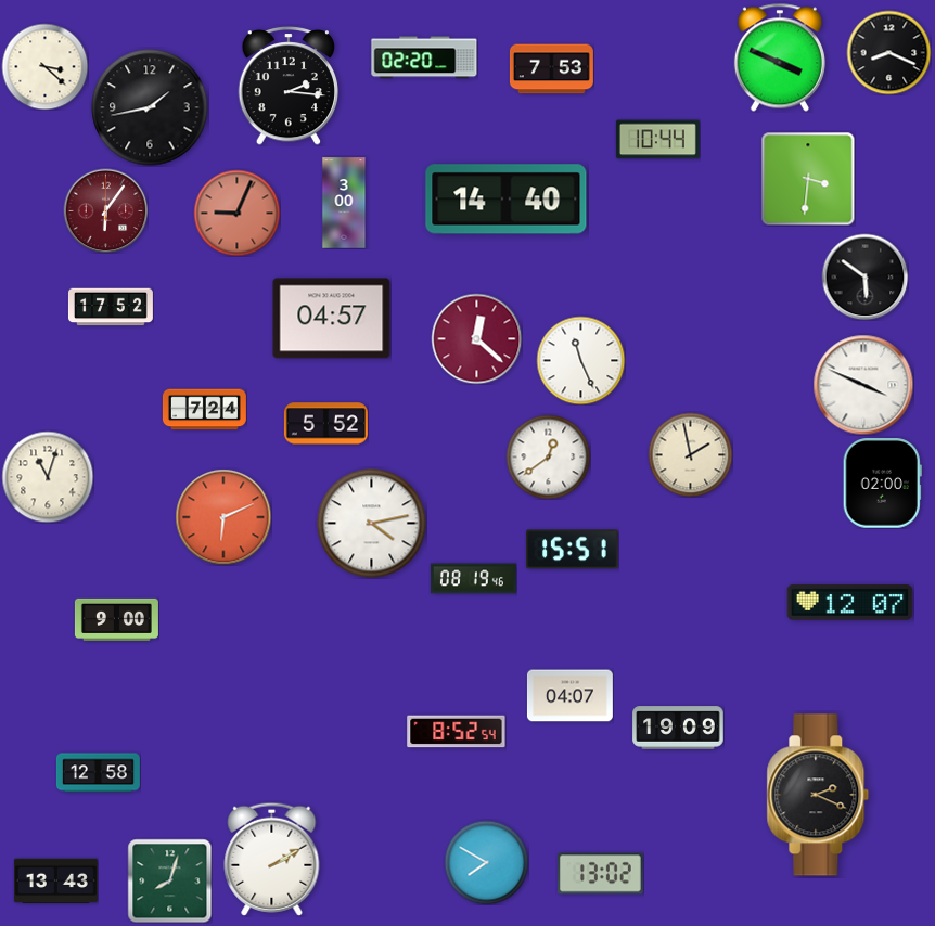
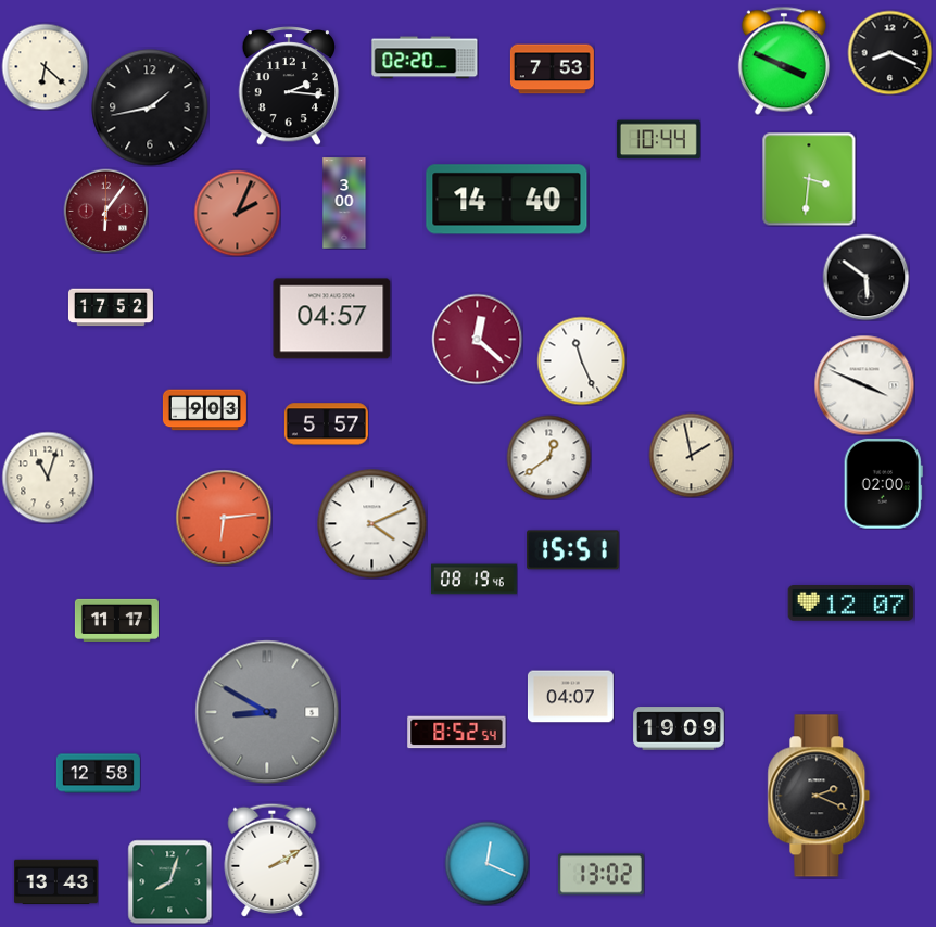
clock at (780, 57) position: (780, 57) -> (784, 61)
clock at (44, 66): 3:22 -> 6:22
clock at (236, 213): 9:04 -> 2:04
clock at (204, 410): 7:24 -> 9:03
clock at (325, 424): 5:52 -> 5:57
clock at (223, 517): 6:11 -> 6:14
clock at (372, 524): 4:13 -> 4:11
clock at (116, 619): 9:00 -> 11:17
clock at (267, 712): none -> 8:50
clock at (486, 862): 7:50 -> 12:19
